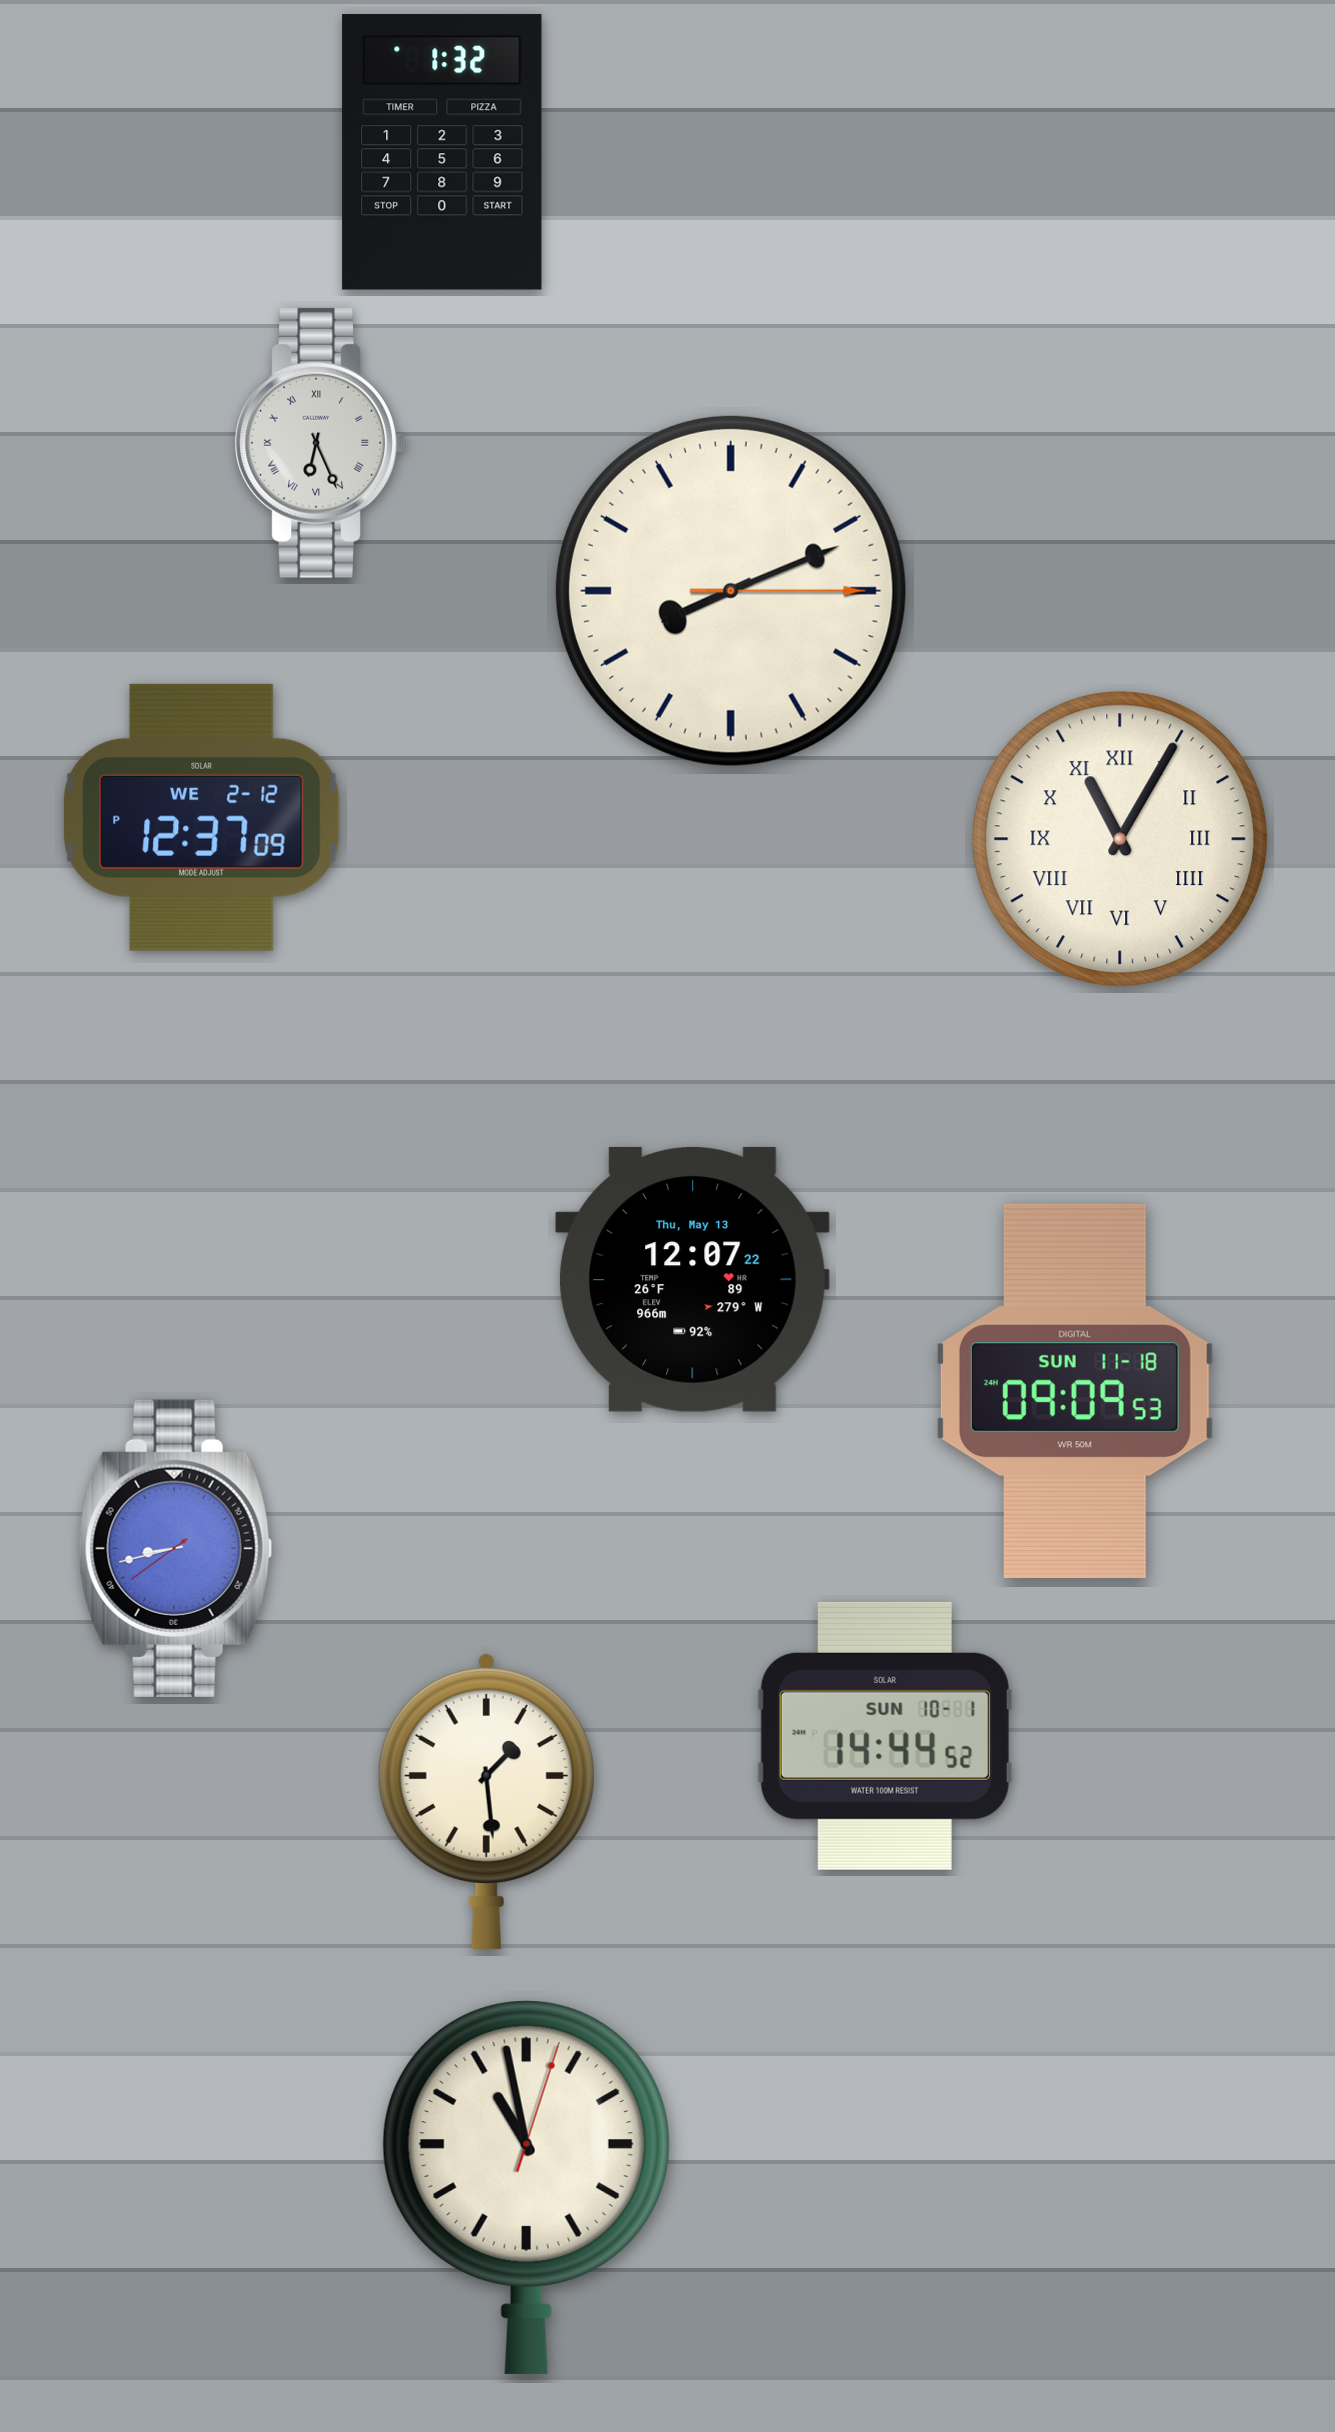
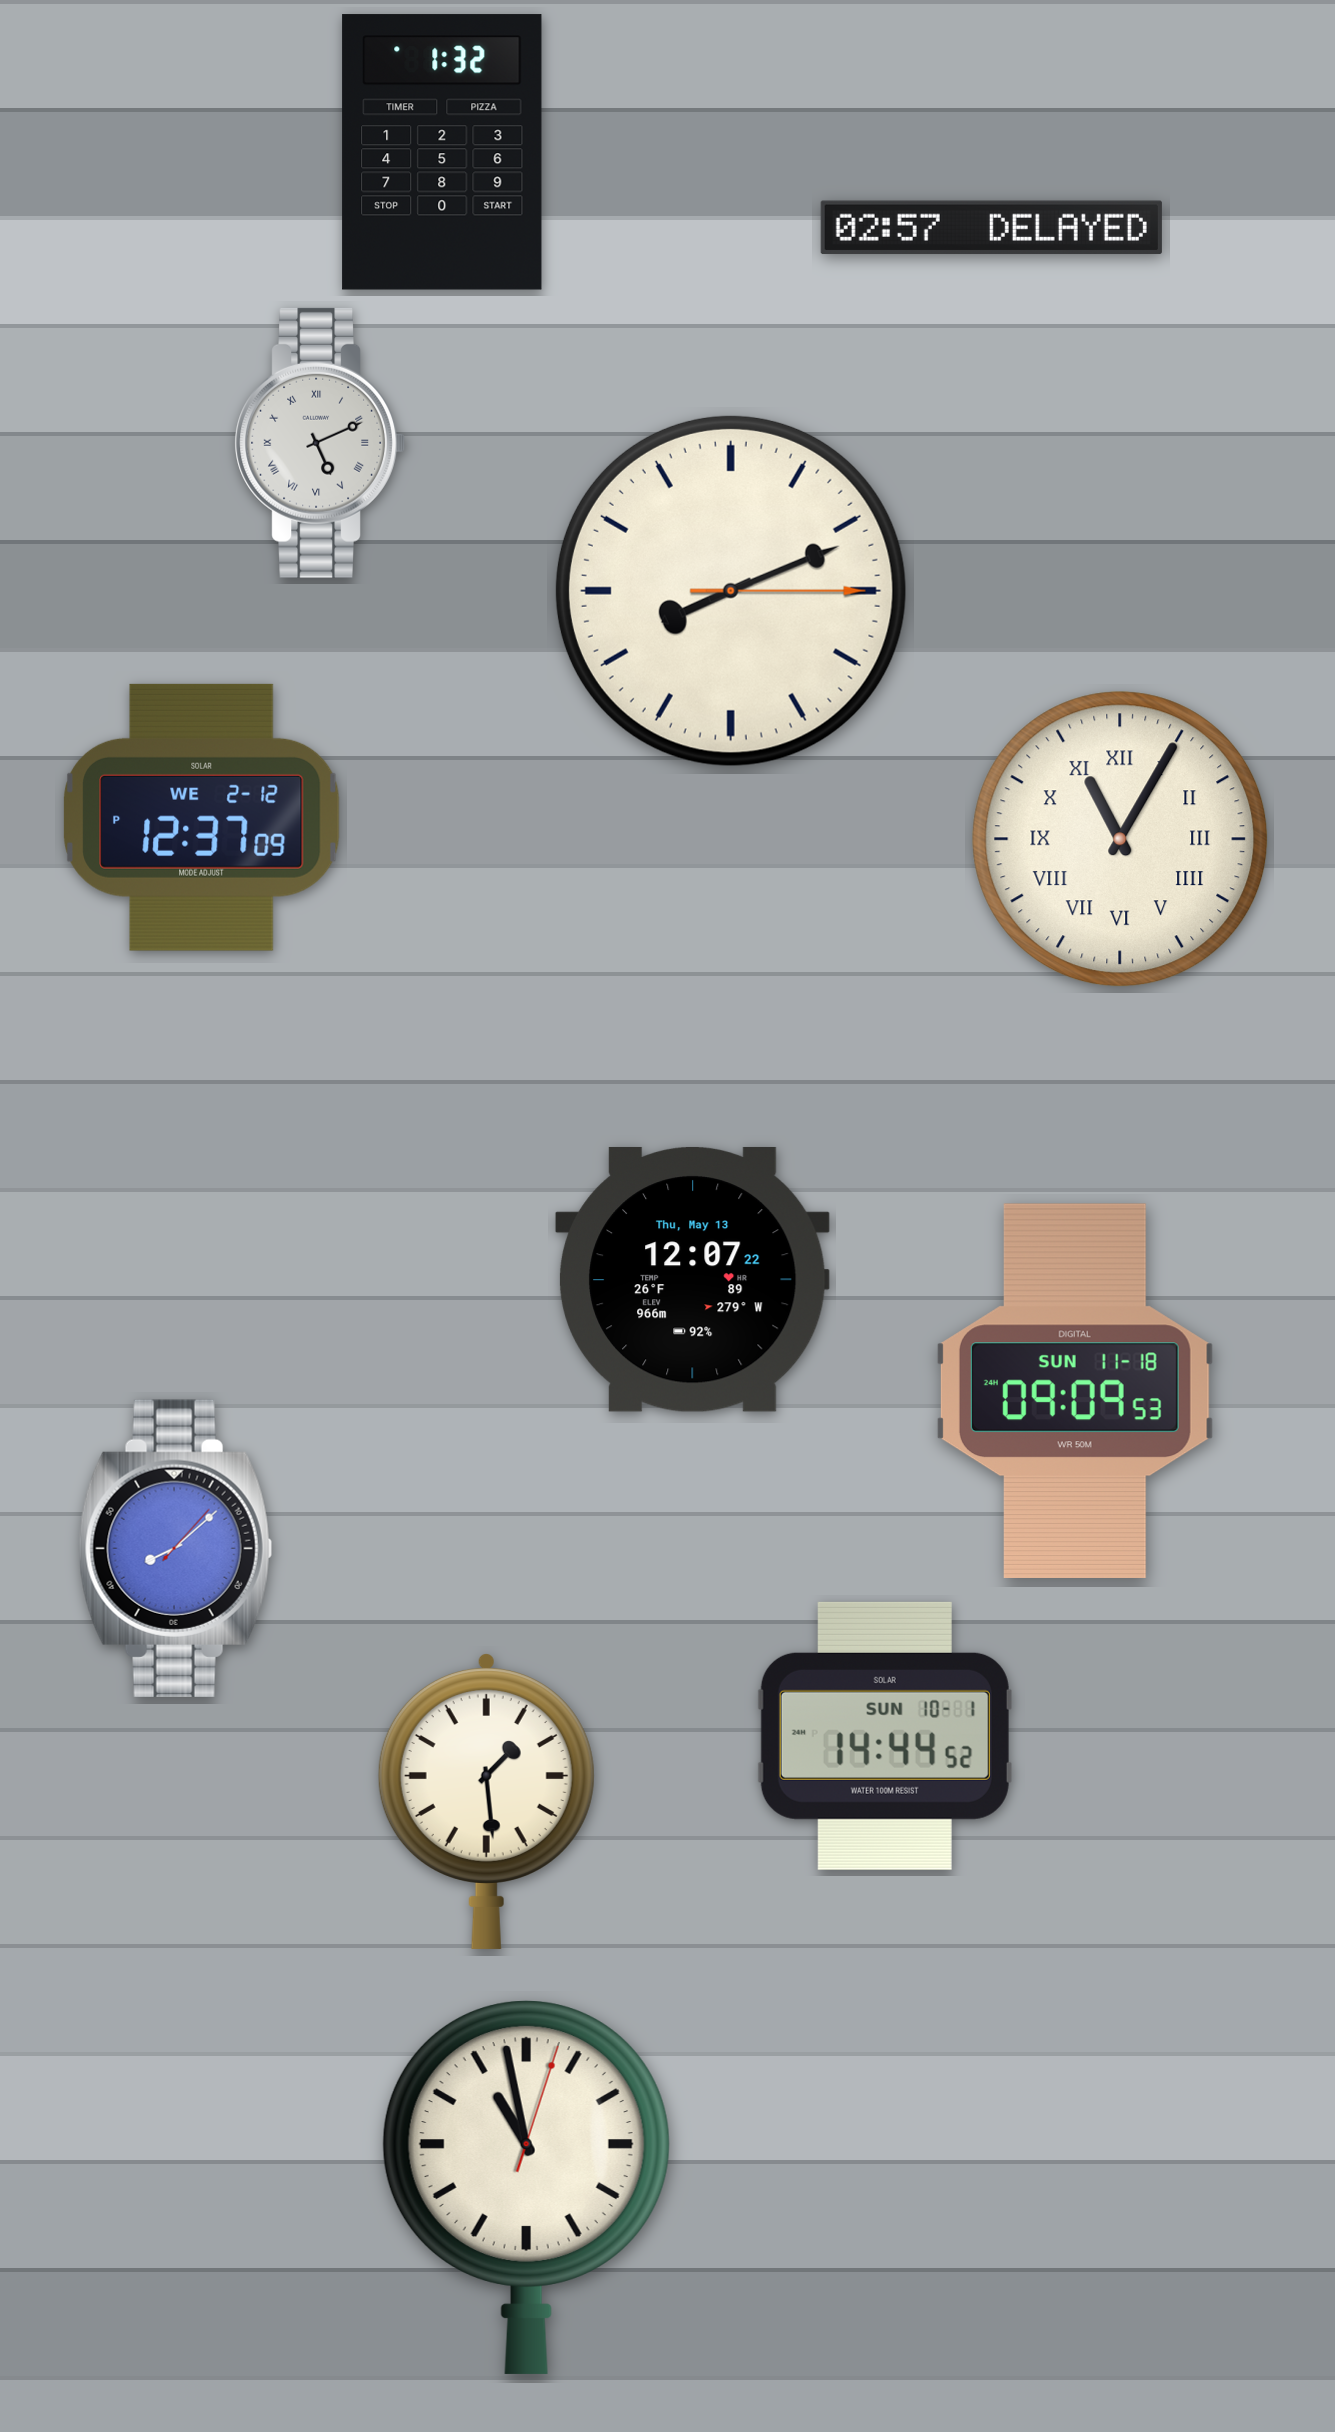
clock at (991, 228): none -> 02:57
clock at (320, 443): 6:26 -> 5:11
clock at (175, 1548): 8:42 -> 8:08
